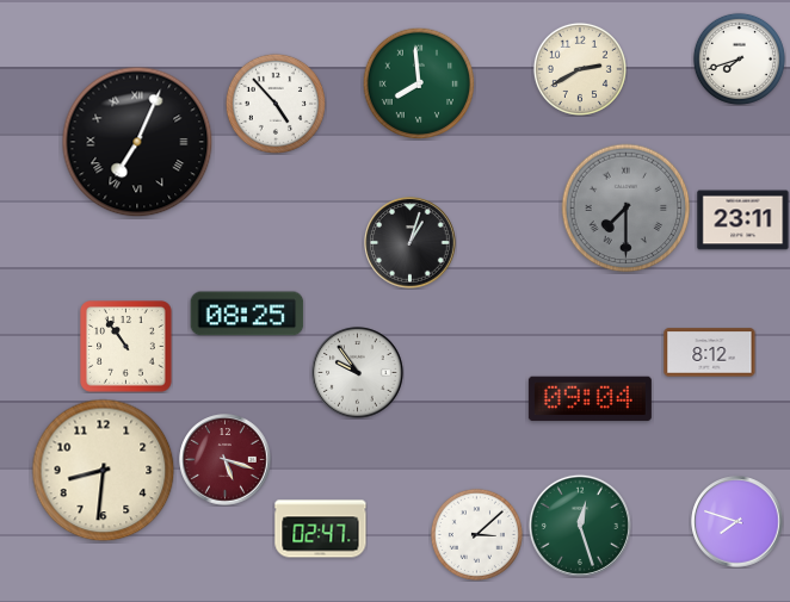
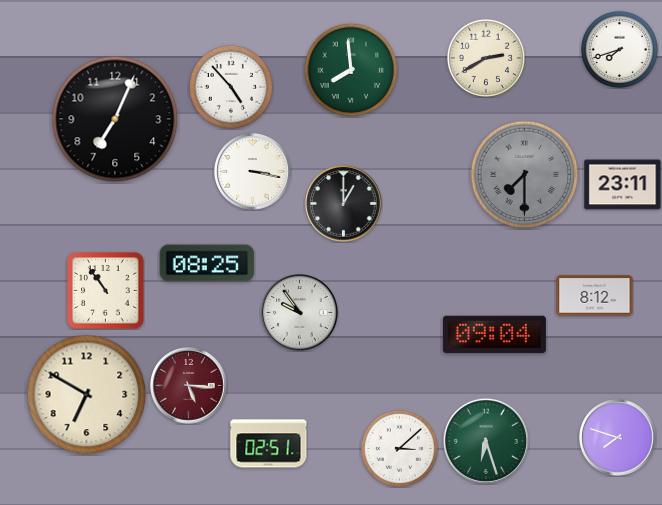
clock at (137, 142) numerals: Roman -> Arabic
clock at (253, 172): none -> 3:17
clock at (411, 243): 1:03 -> 1:00
clock at (226, 460): 5:18 -> 5:16
clock at (104, 471): 8:31 -> 6:50
clock at (580, 526): 12:27 -> 6:27
clock at (321, 529): 02:47 -> 02:51
